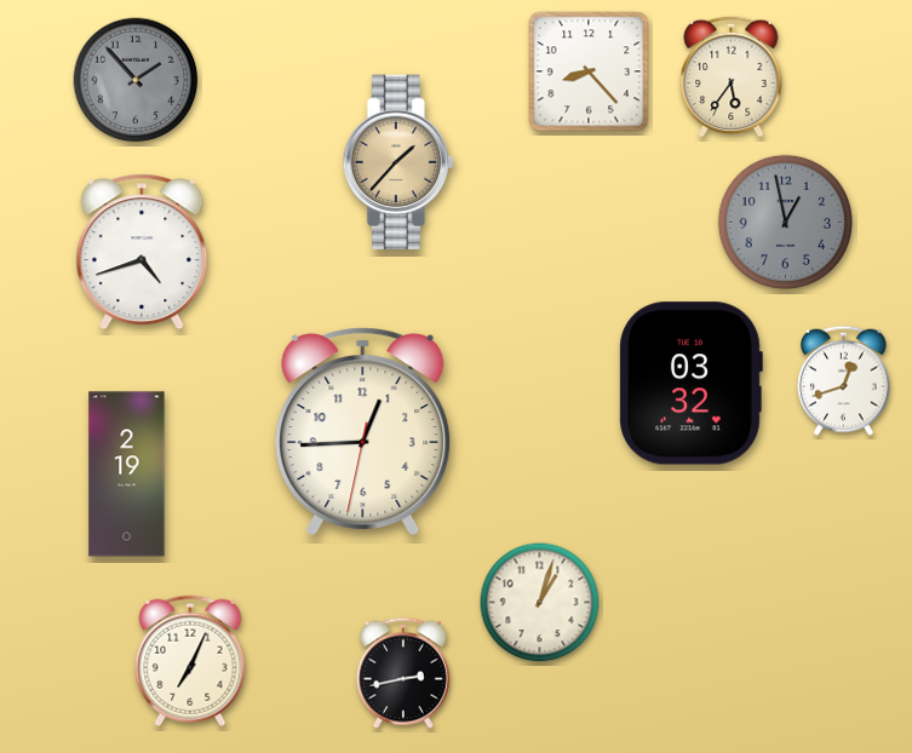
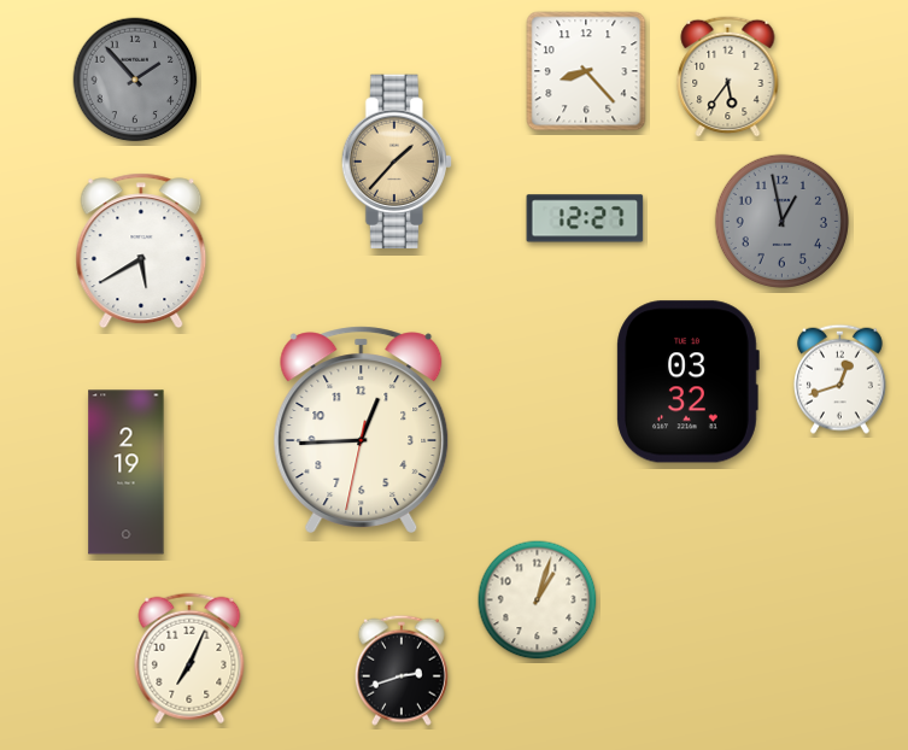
clock at (585, 218): none -> 12:27
clock at (142, 252): 4:42 -> 5:40
clock at (403, 673): 2:43 -> 2:42
